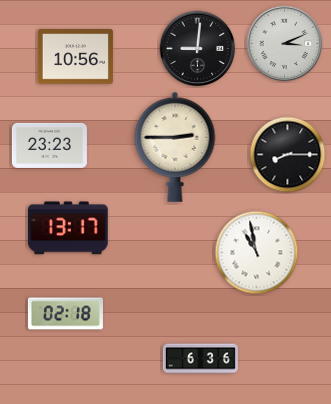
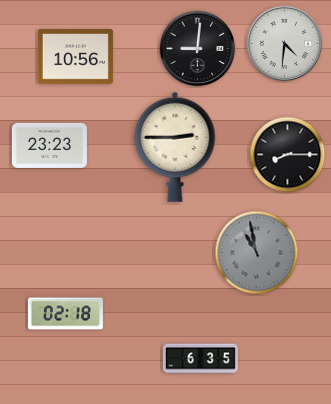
clock at (285, 44): 3:11 -> 4:31
clock at (68, 228): 13:17 -> none
clock at (257, 253) dial: white -> grey
clock at (200, 359): 6:36 -> 6:35
